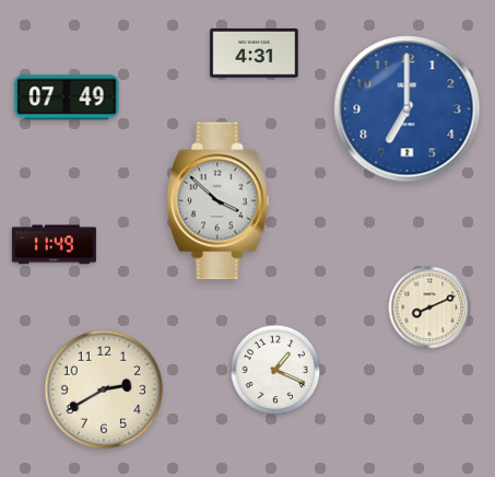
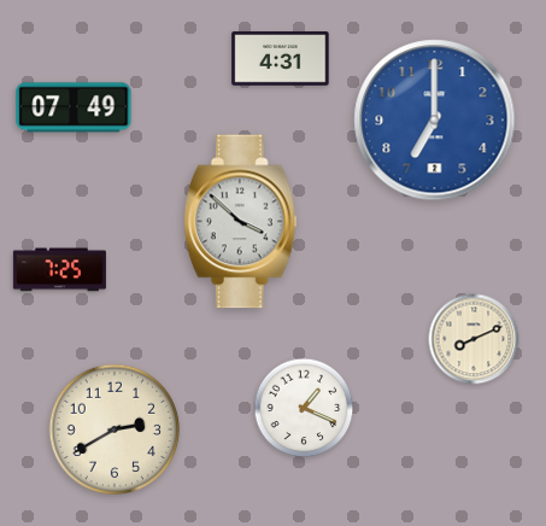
clock at (408, 109) position: (408, 109) -> (435, 121)
clock at (54, 245): 11:49 -> 7:25
